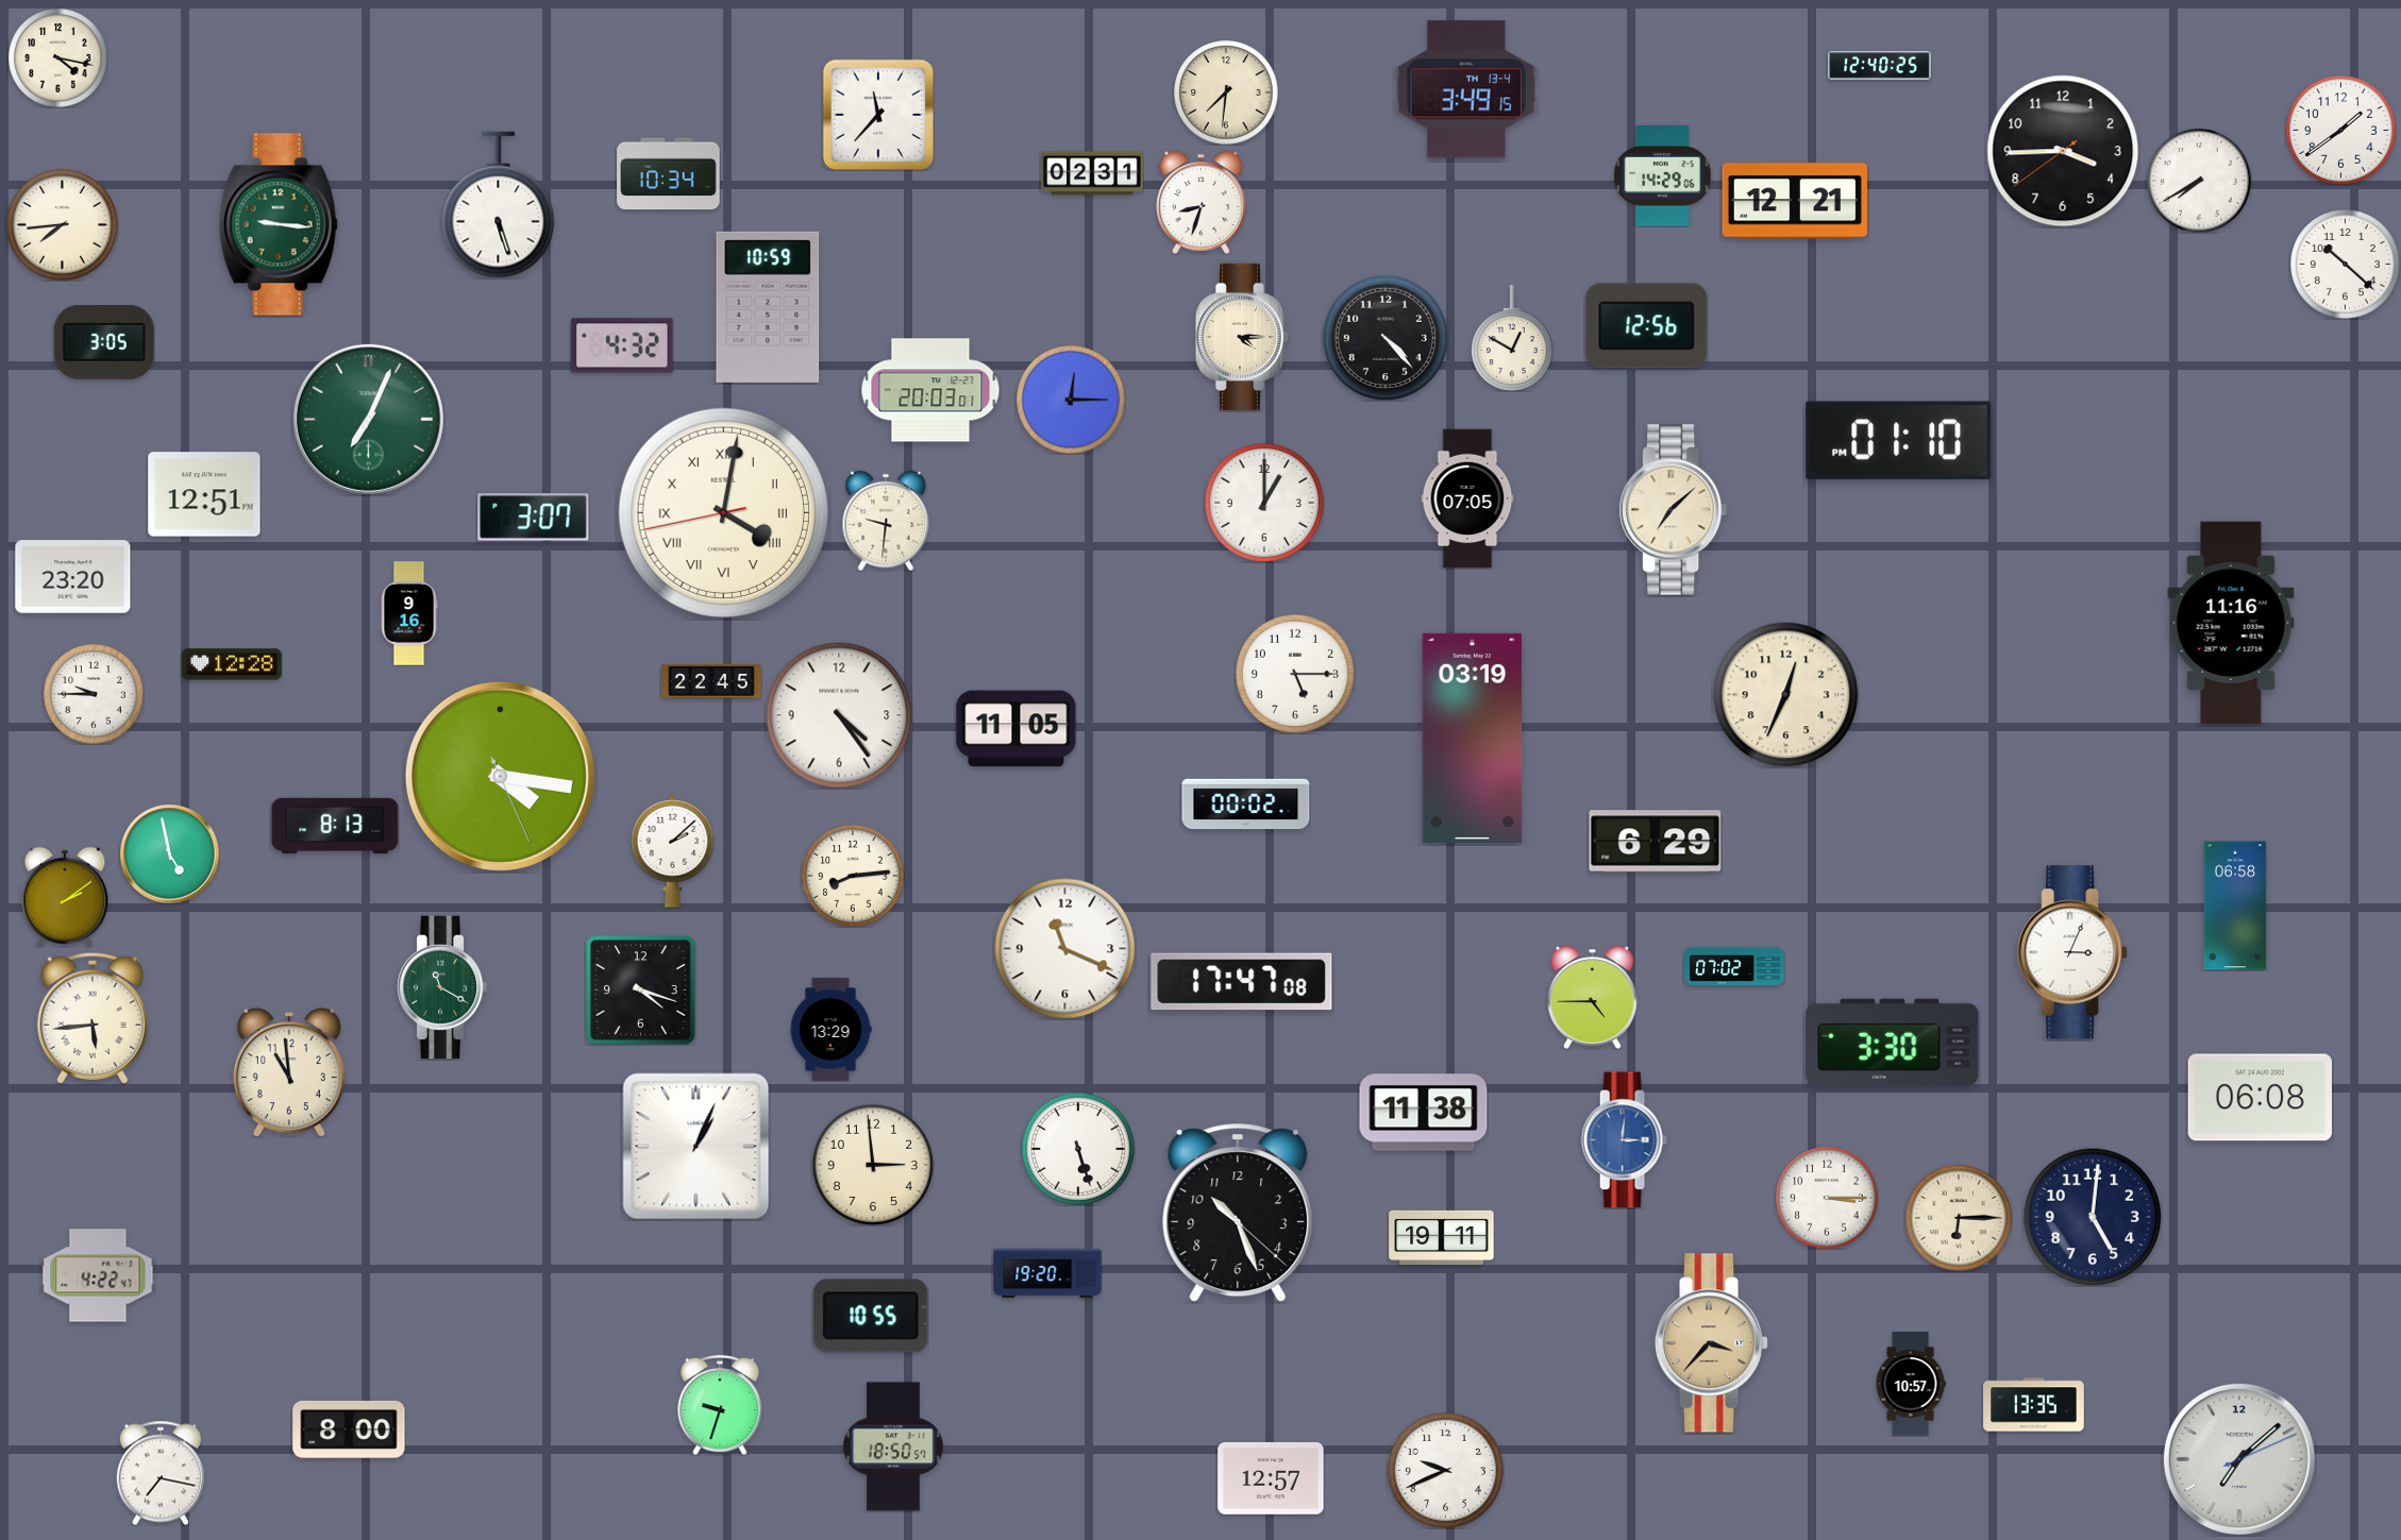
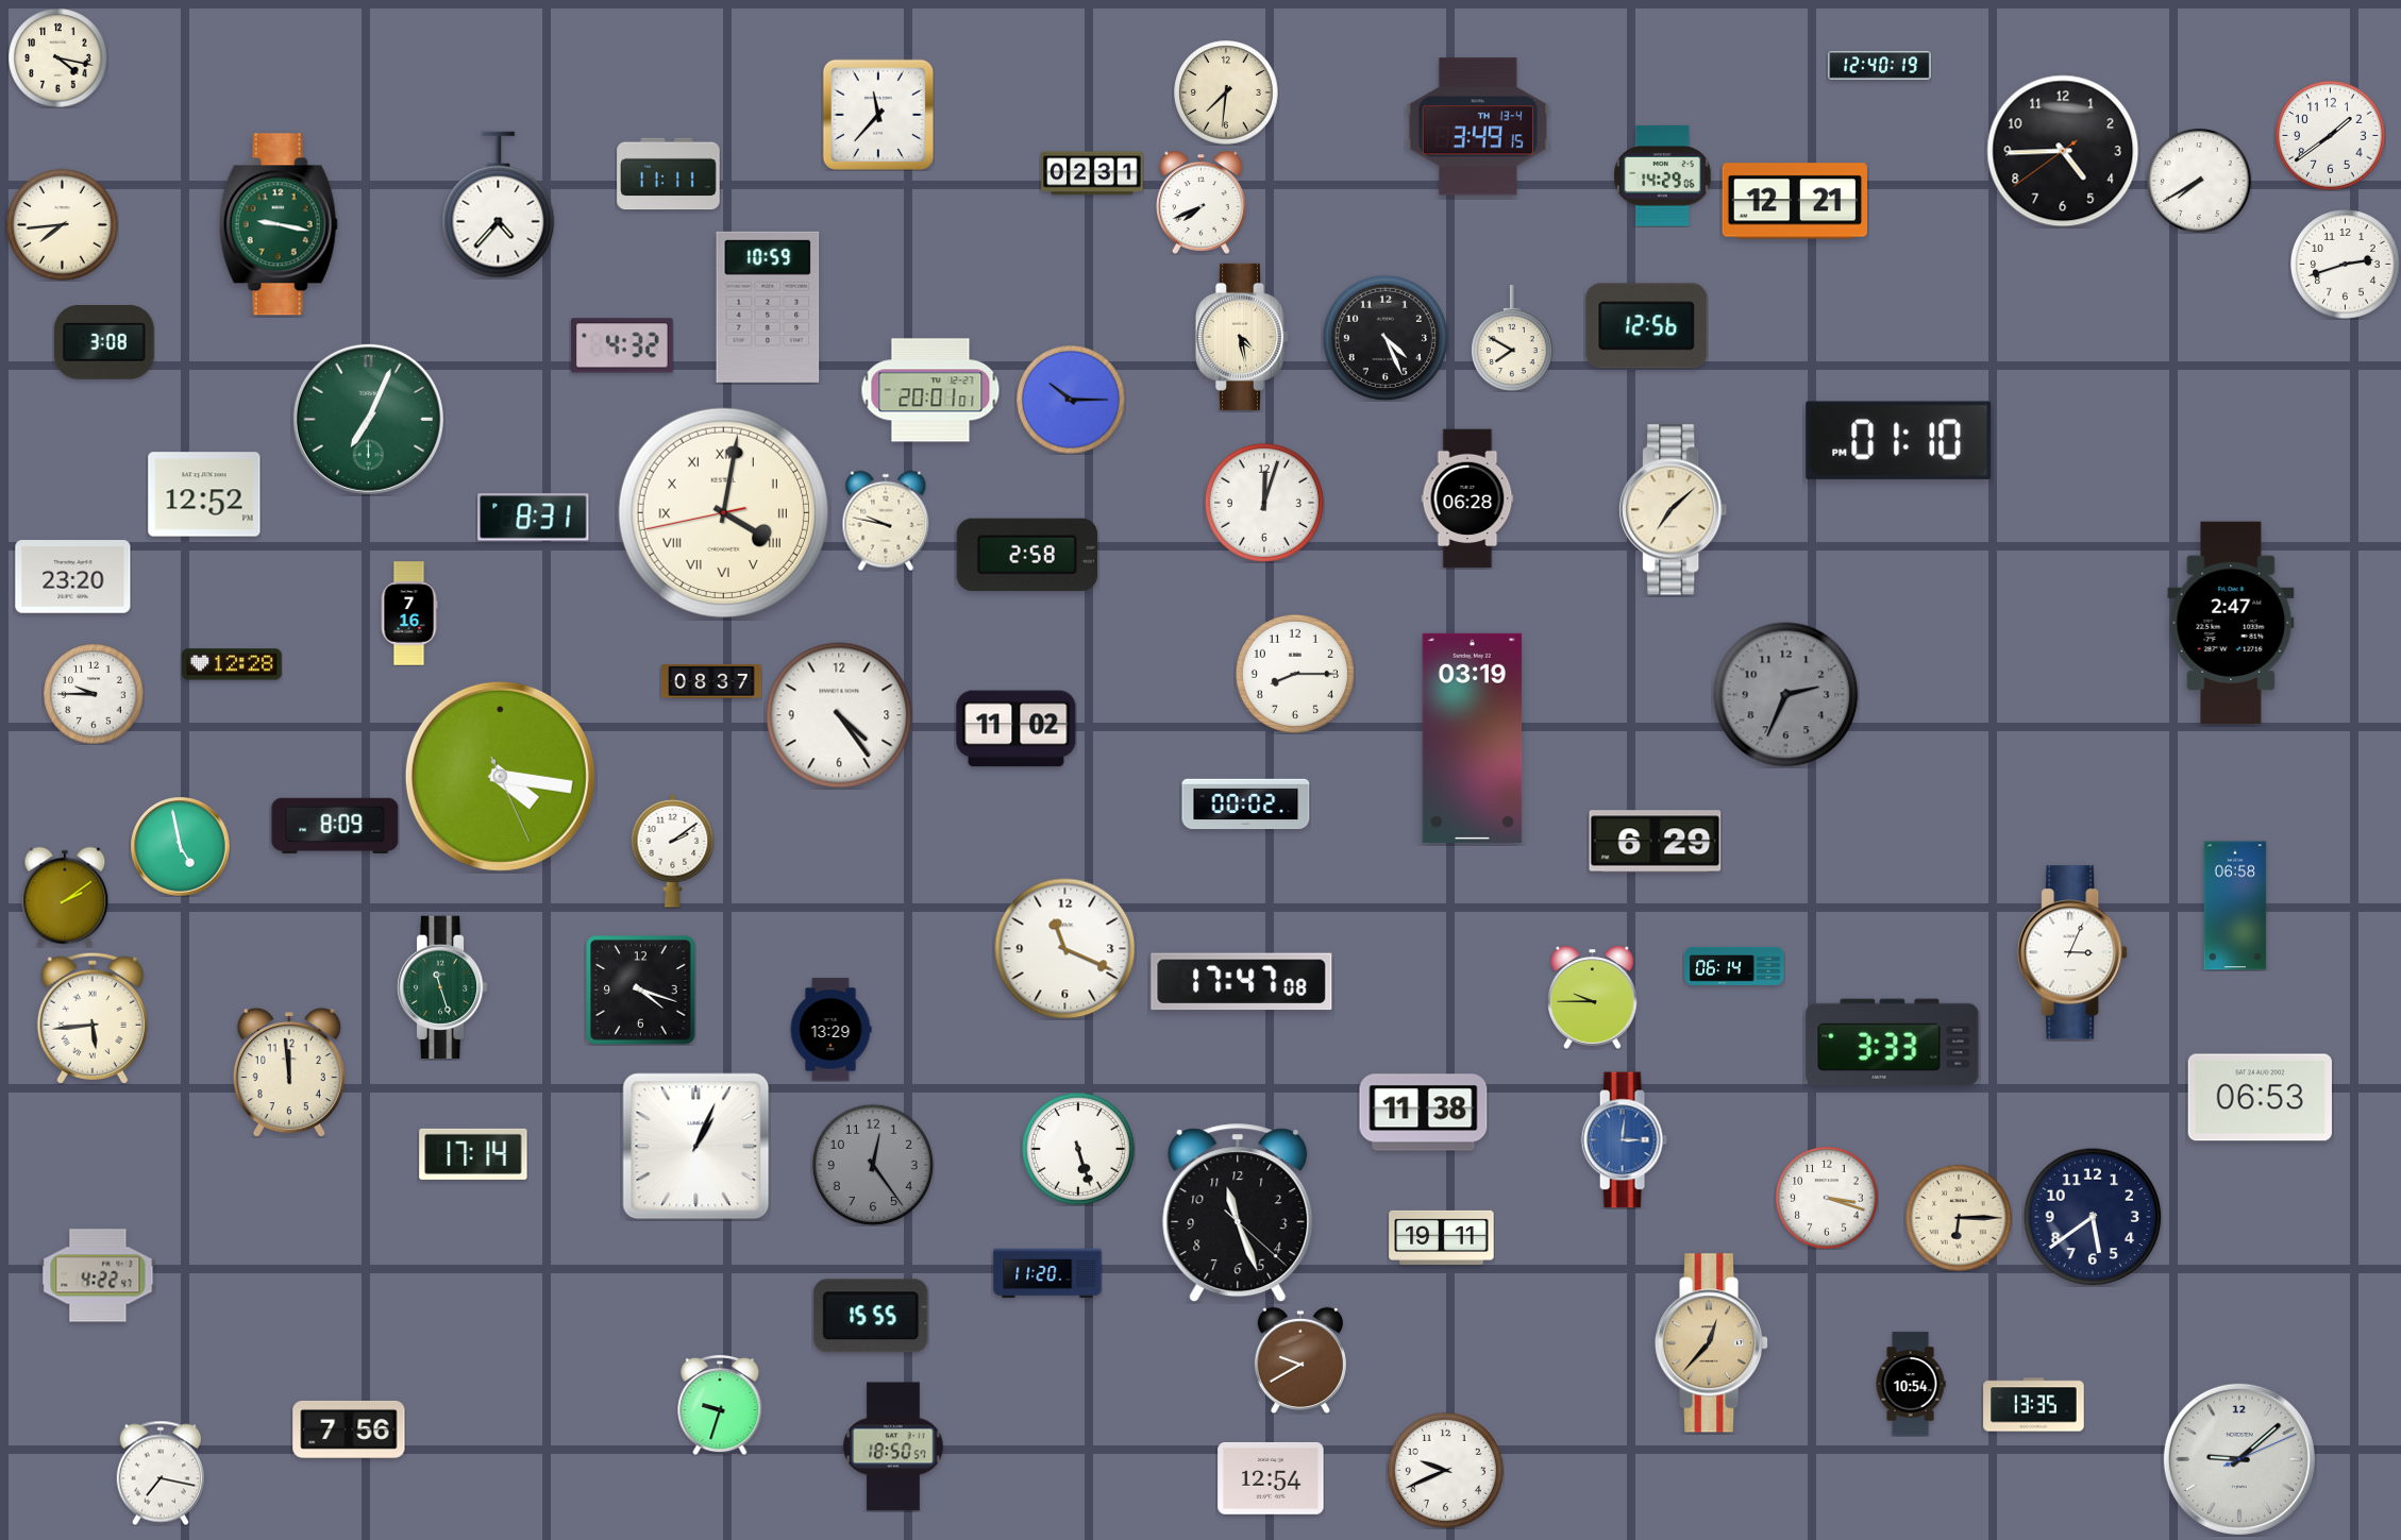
clock at (1880, 66): 12:40:25 -> 12:40:19
clock at (1466, 89) position: (1466, 89) -> (1478, 126)
clock at (2341, 131) position: (2341, 131) -> (2331, 136)
clock at (2063, 151): 3:44 -> 4:44
clock at (669, 174): 10:34 -> 11:11
clock at (1202, 202): 8:33 -> 7:41
clock at (499, 205): 5:27 -> 4:37
clock at (279, 224): 9:16 -> 9:17
clock at (2346, 265): 10:22 -> 2:42
clock at (1242, 337): 4:15 -> 4:28
clock at (1386, 338): 4:23 -> 4:26
clock at (1513, 338): 12:50 -> 7:50
clock at (104, 342): 3:05 -> 3:08
clock at (930, 390): 20:03 -> 20:01
clock at (1072, 401): 12:15 -> 10:15
clock at (204, 494): 12:51 -> 12:52
clock at (1467, 498): 07:05 -> 06:28
clock at (1264, 503): 1:00 -> 12:03
clock at (534, 518): 3:07 -> 8:31
clock at (886, 521): 9:31 -> 9:47
clock at (1026, 554): none -> 2:58
clock at (409, 613): 9:16 -> 7:16
clock at (2231, 622): 11:16 -> 2:47
clock at (1295, 674): 5:15 -> 8:15
clock at (711, 681): 22:45 -> 08:37
clock at (1786, 695): 12:34 -> 2:34
clock at (1786, 695) dial: cream -> grey
clock at (1017, 729): 11:05 -> 11:02
clock at (335, 825): 8:13 -> 8:09
clock at (673, 851): 2:08 -> 2:09
clock at (169, 853) position: (169, 853) -> (180, 846)
clock at (853, 876): 8:14 -> none
clock at (1734, 966): 07:02 -> 06:14
clock at (442, 987): 11:20 -> 11:27
clock at (1593, 997): 4:45 -> 9:45
clock at (1893, 1042): 3:30 -> 3:33
clock at (289, 1073): 10:59 -> 11:59
clock at (2260, 1098): 06:08 -> 06:53
clock at (473, 1154): none -> 17:14
clock at (873, 1165): 2:59 -> 12:24
clock at (873, 1165) dial: cream -> grey
clock at (1827, 1198): 3:15 -> 3:18
clock at (1238, 1214): 10:26 -> 11:26
clock at (2093, 1217): 5:01 -> 5:39
clock at (1047, 1273): 19:20 -> 11:20
clock at (871, 1316): 10:55 -> 15:55
clock at (1713, 1343): 3:37 -> 12:37
clock at (1300, 1360): none -> 9:40
clock at (1911, 1384): 10:57 -> 10:54
clock at (349, 1429): 8:00 -> 7:56
clock at (2239, 1459): 7:08 -> 9:08
clock at (1271, 1478): 12:57 -> 12:54
